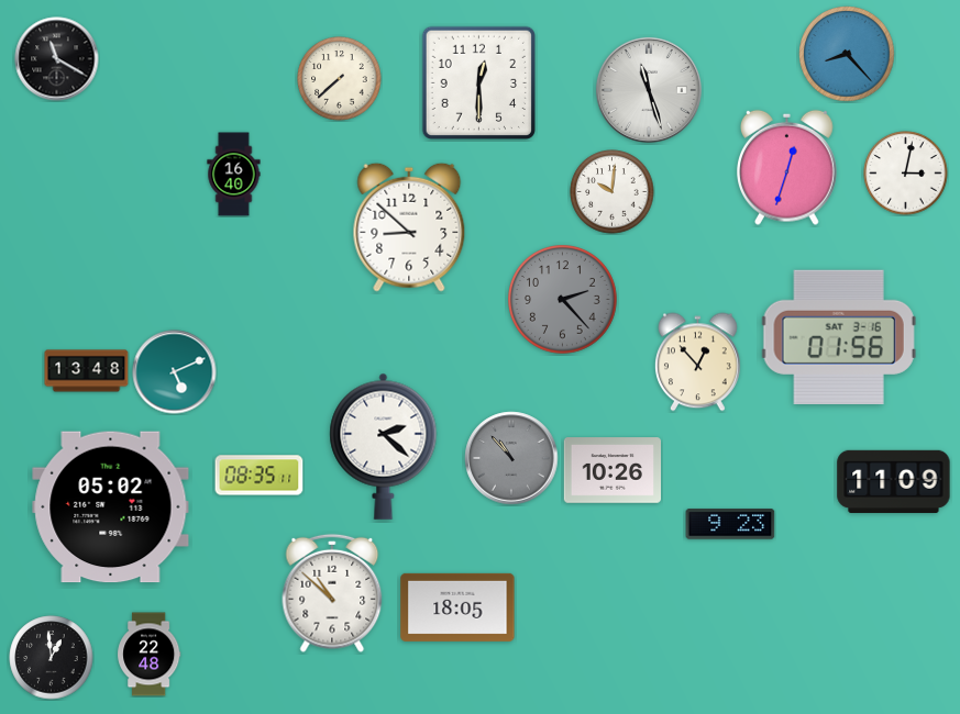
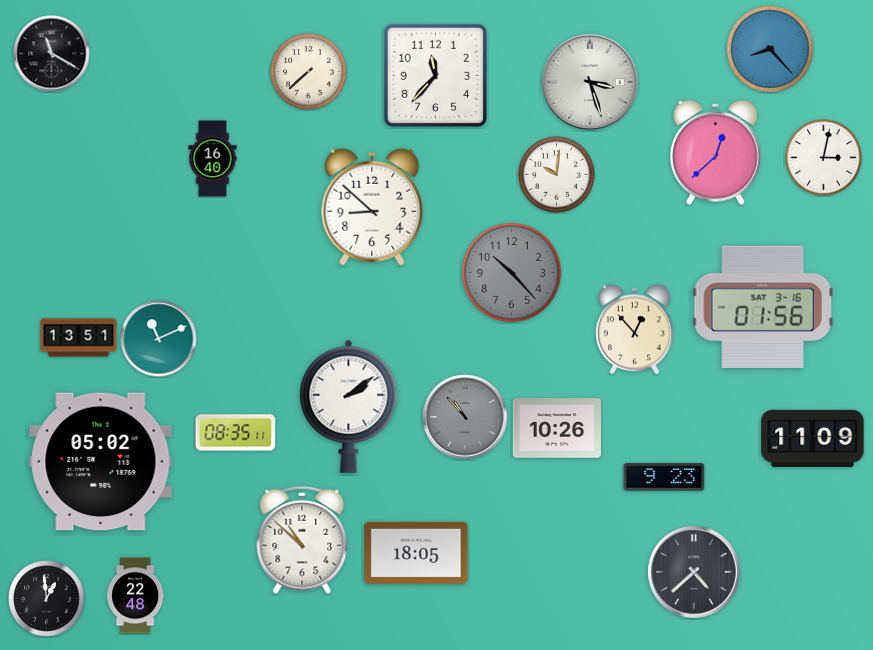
clock at (478, 82): 12:30 -> 11:37
clock at (649, 90): 11:27 -> 3:27
clock at (787, 167): 12:33 -> 12:38
clock at (563, 300): 2:23 -> 10:23
clock at (87, 371): 13:48 -> 13:51
clock at (175, 372): 5:11 -> 11:11
clock at (384, 446): 2:22 -> 2:09
clock at (695, 573): none -> 4:38
